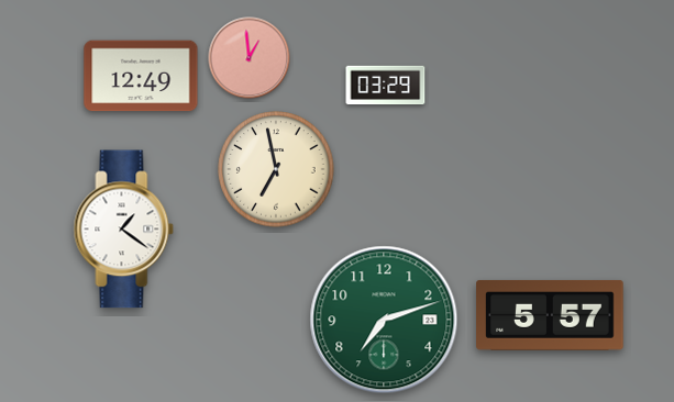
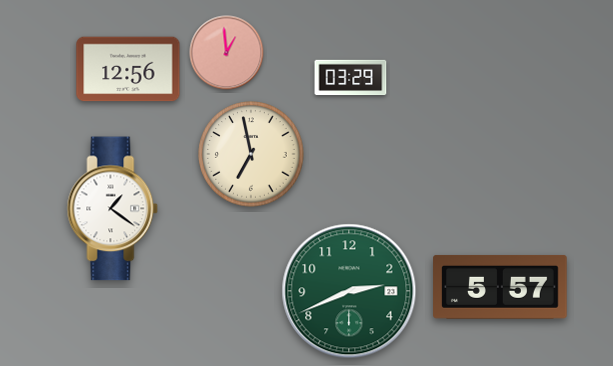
clock at (141, 76): 12:49 -> 12:56
clock at (384, 320): 7:12 -> 2:41
